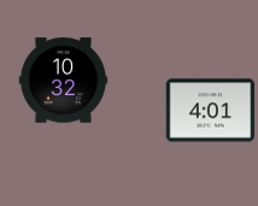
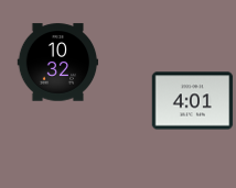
clock at (64, 81) position: (64, 81) -> (58, 63)
